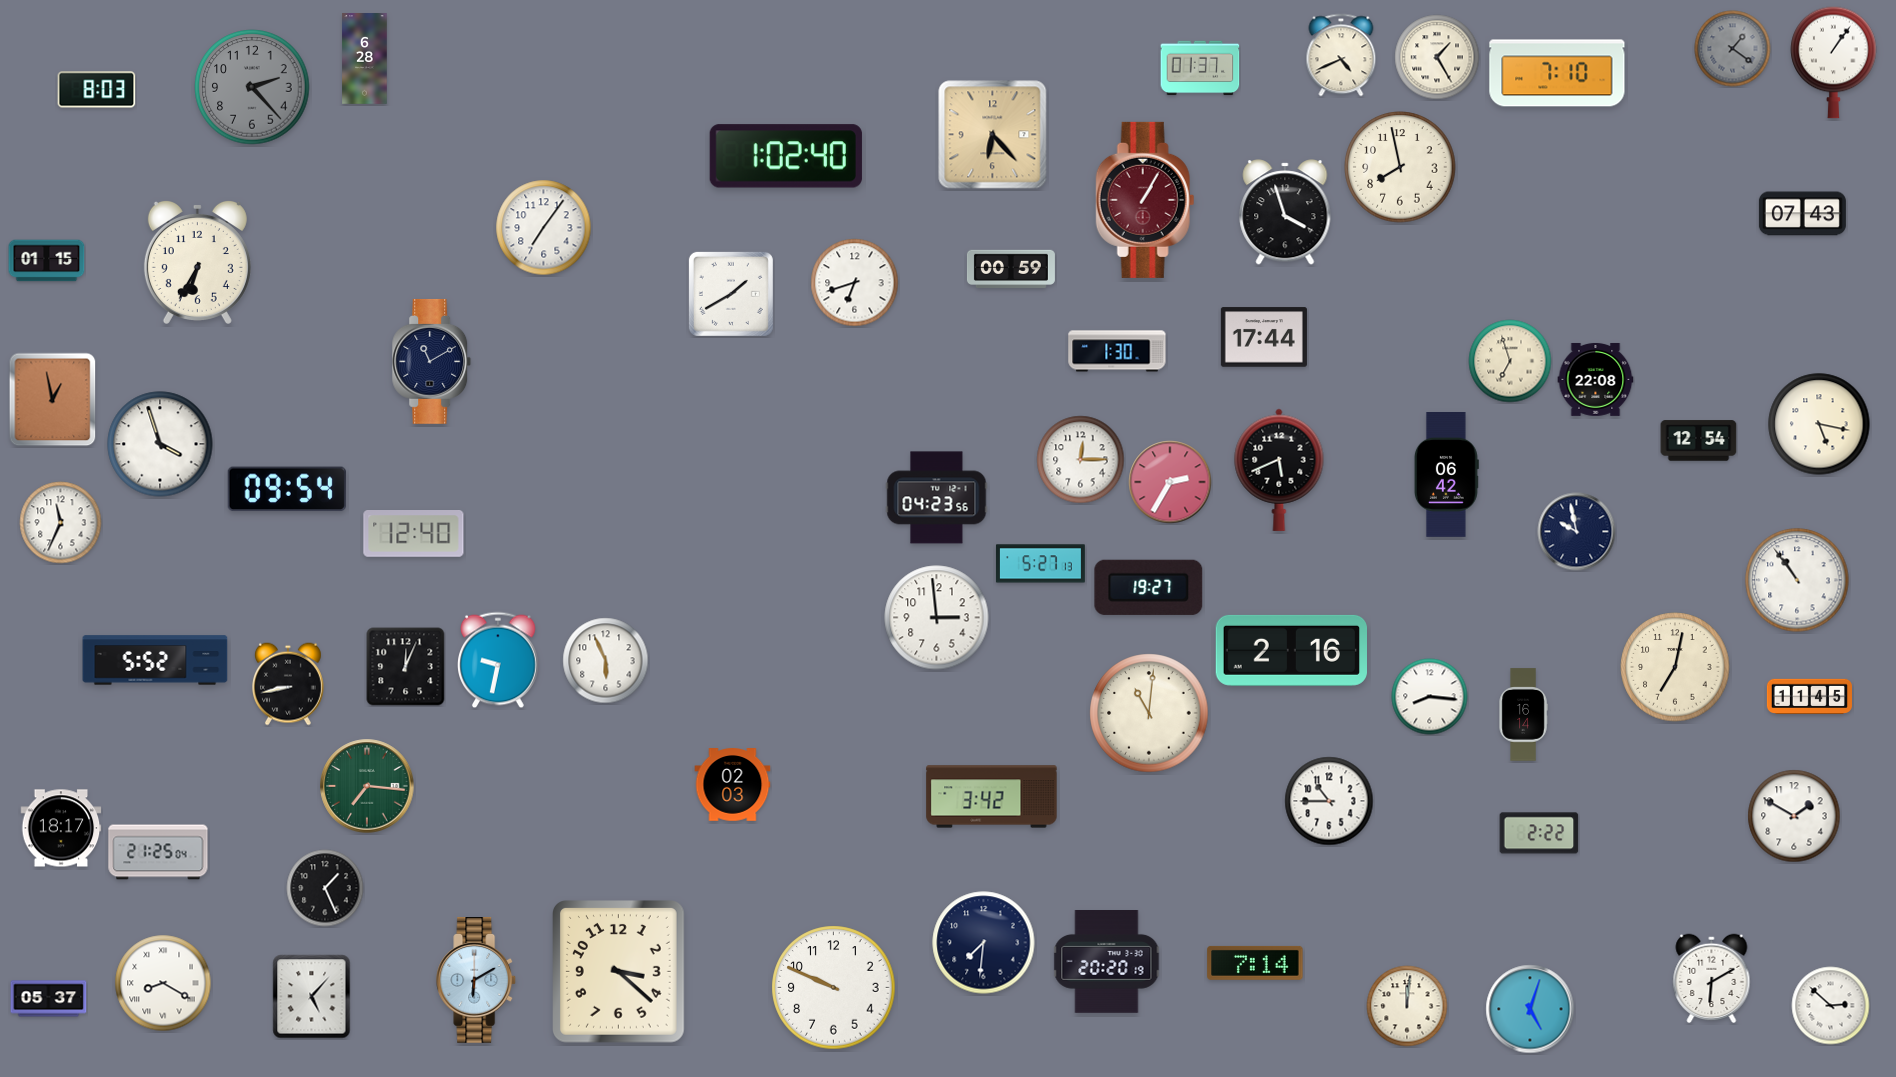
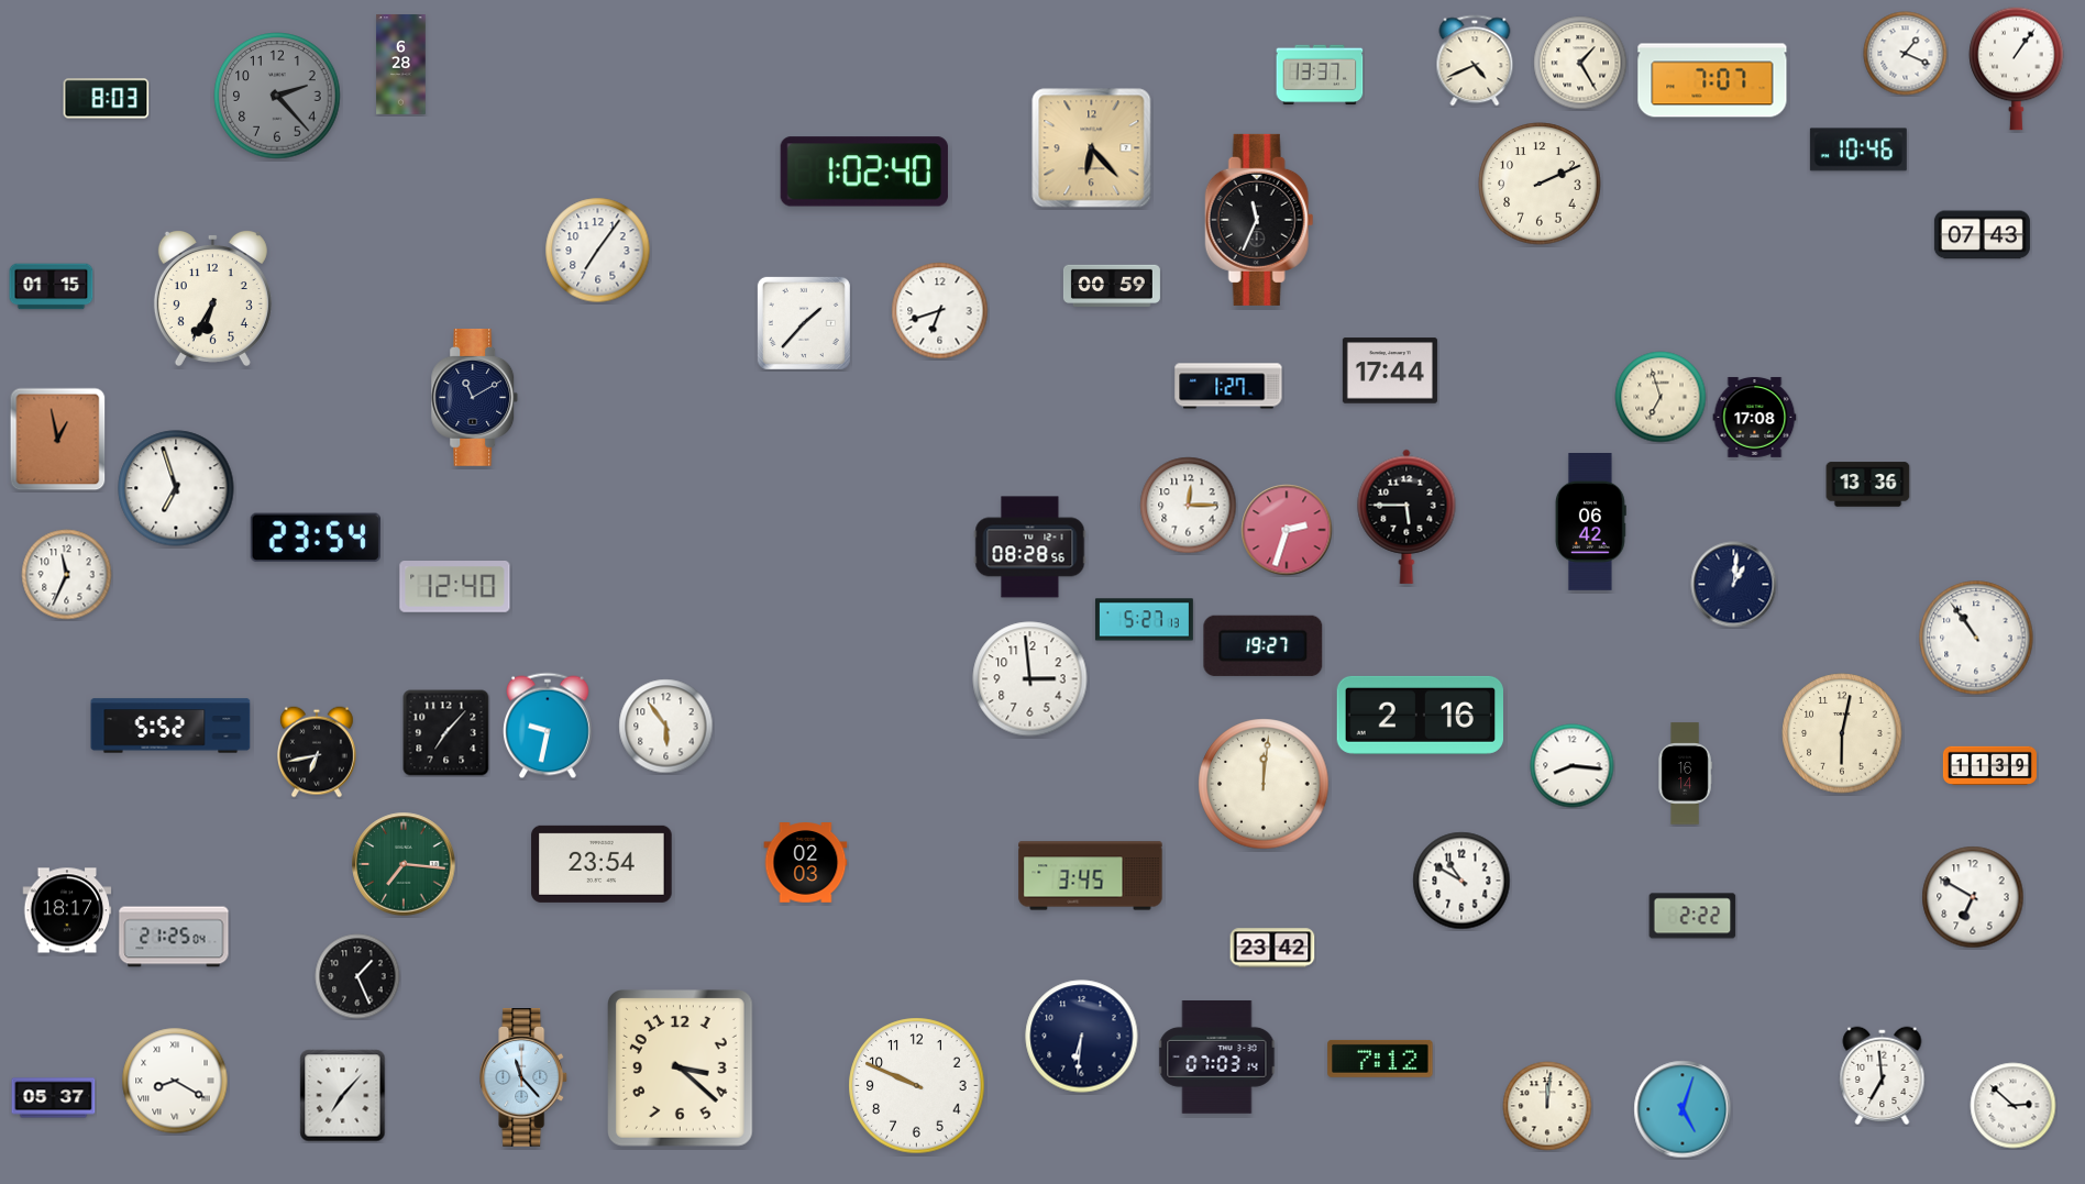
clock at (1733, 49): 1:21 -> 1:19
clock at (1733, 49) dial: grey -> white
clock at (1200, 68): 01:37 -> 13:37
clock at (1557, 73): 7:10 -> 7:07
clock at (1858, 150): none -> 10:46
clock at (1400, 167): 7:58 -> 2:11
clock at (1145, 200): 1:05 -> 11:34
clock at (1145, 200) dial: burgundy -> black
clock at (1285, 212): 3:57 -> none
clock at (197, 262) position: (197, 262) -> (212, 298)
clock at (1011, 269) position: (1011, 269) -> (1112, 286)
clock at (731, 294): 1:40 -> 1:37
clock at (1117, 351): 1:30 -> 1:27
clock at (1596, 379): 22:08 -> 17:08
clock at (1819, 424): 5:17 -> none
clock at (1699, 441): 12:54 -> 13:36
clock at (160, 444): 3:57 -> 6:57
clock at (1279, 470): 5:41 -> 5:45
clock at (1170, 482): 2:35 -> 2:33
clock at (287, 489): 09:54 -> 23:54
clock at (937, 498): 04:23 -> 08:28
clock at (1577, 532): 9:58 -> 1:01
clock at (606, 661): 5:56 -> 5:54
clock at (406, 667): 12:04 -> 7:07
clock at (1675, 667): 7:02 -> 6:02
clock at (289, 684): 8:43 -> 6:43
clock at (1809, 697): 11:45 -> 11:39
clock at (1149, 713): 11:01 -> 12:01
clock at (1523, 715) position: (1523, 715) -> (1685, 774)
clock at (602, 864): none -> 23:54
clock at (992, 797): 3:42 -> 3:45
clock at (1329, 801): 10:45 -> 10:50
clock at (1794, 816): 1:50 -> 6:50
clock at (1272, 948): none -> 23:42
clock at (984, 943): 7:31 -> 6:31
clock at (1107, 962): 20:20 -> 07:03
clock at (1255, 963): 7:14 -> 7:12
clock at (1712, 979): 6:10 -> 6:59
clock at (477, 981): 6:10 -> 11:23
clock at (163, 983) position: (163, 983) -> (175, 1081)
clock at (312, 997): 5:07 -> 7:07
